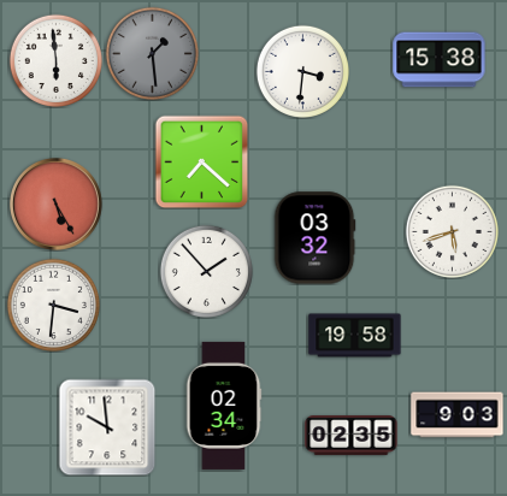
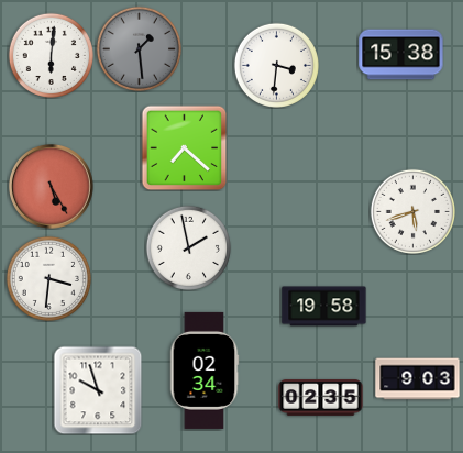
clock at (55, 60): 5:59 -> 6:01
clock at (316, 238): 03:32 -> none
clock at (206, 271): 1:53 -> 1:58
clock at (107, 427): 9:59 -> 9:57
